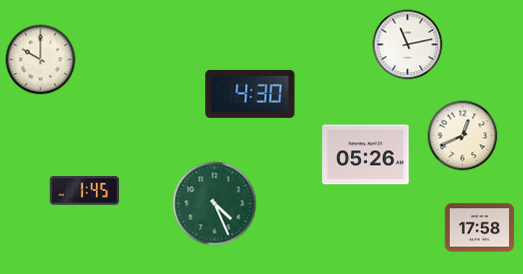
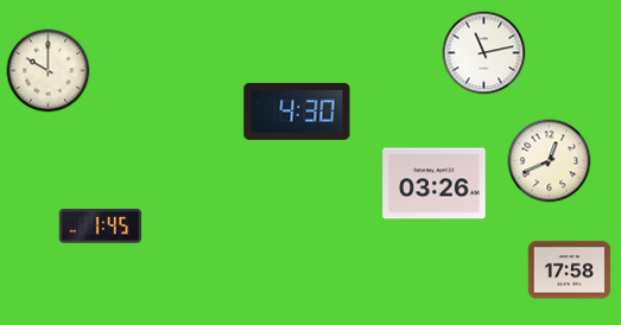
clock at (366, 155): 05:26 -> 03:26
clock at (215, 204): 4:26 -> none
